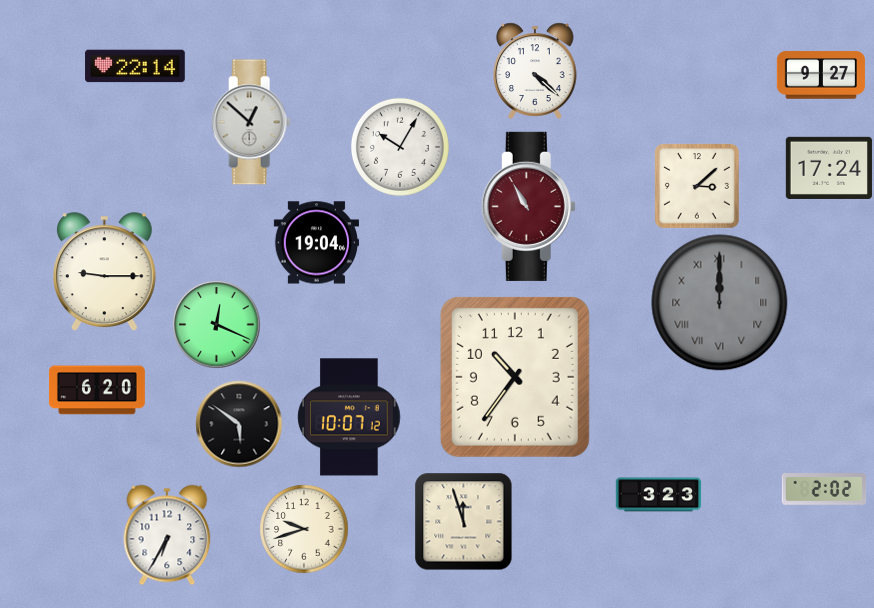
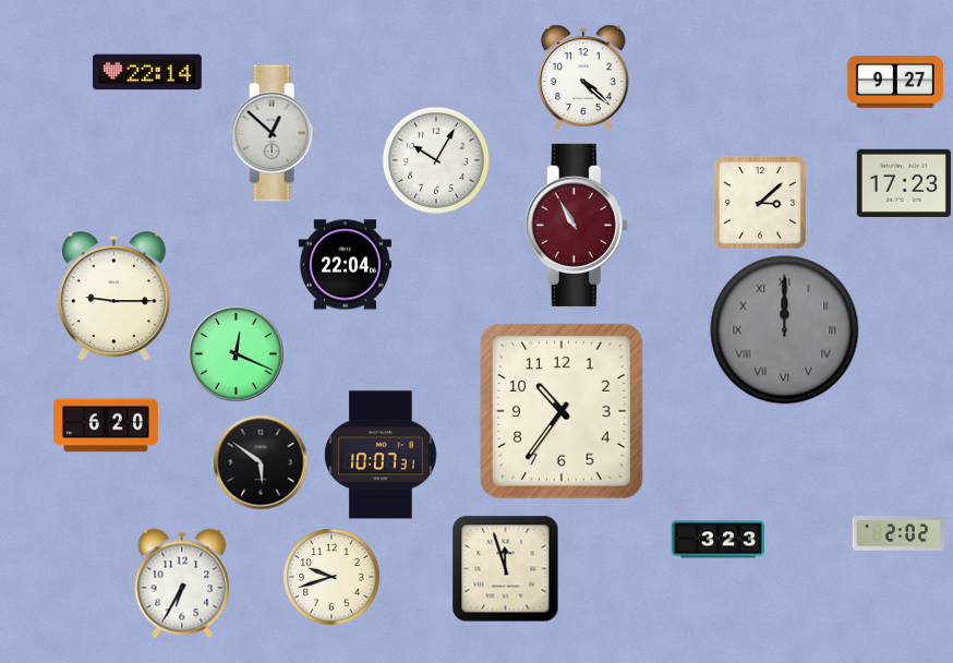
clock at (829, 168): 17:24 -> 17:23
clock at (316, 243): 19:04 -> 22:04
clock at (349, 417): 10:07:12 -> 10:07:31
